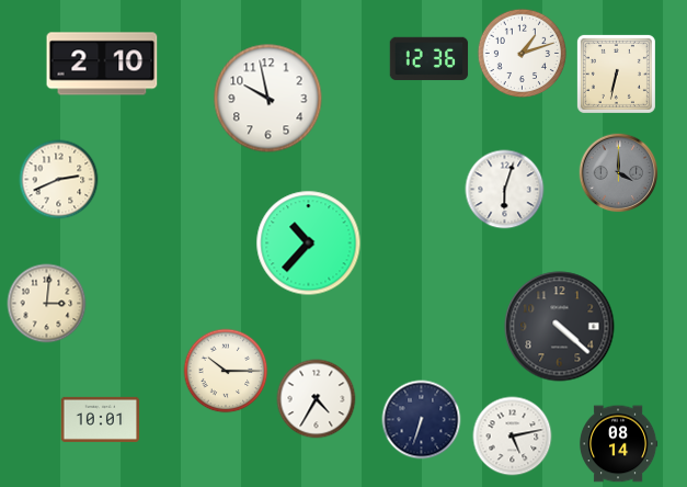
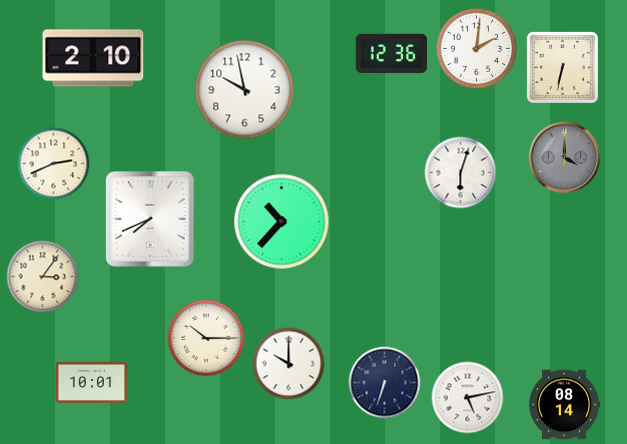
clock at (522, 53): 1:12 -> 2:01
clock at (150, 219): none -> 7:41
clock at (47, 304): 3:01 -> 3:06
clock at (560, 327): 4:22 -> none
clock at (317, 399): 4:35 -> 10:00
